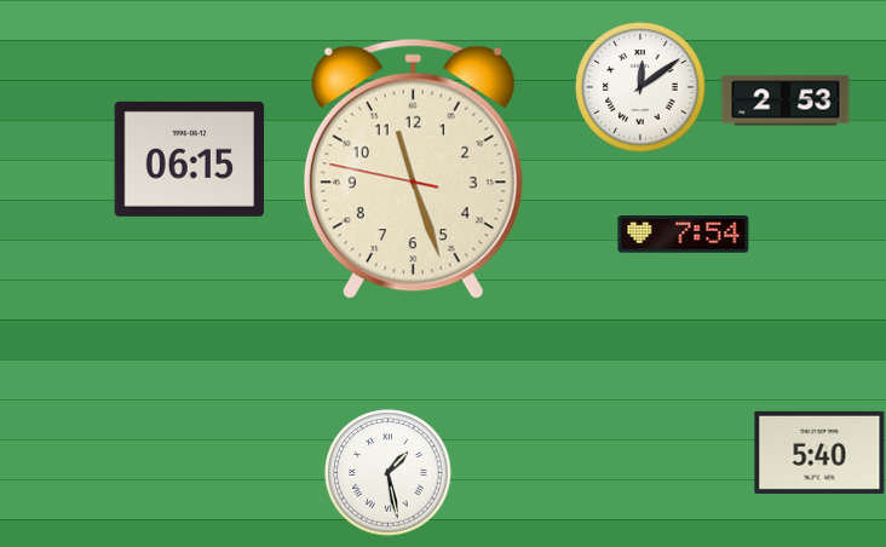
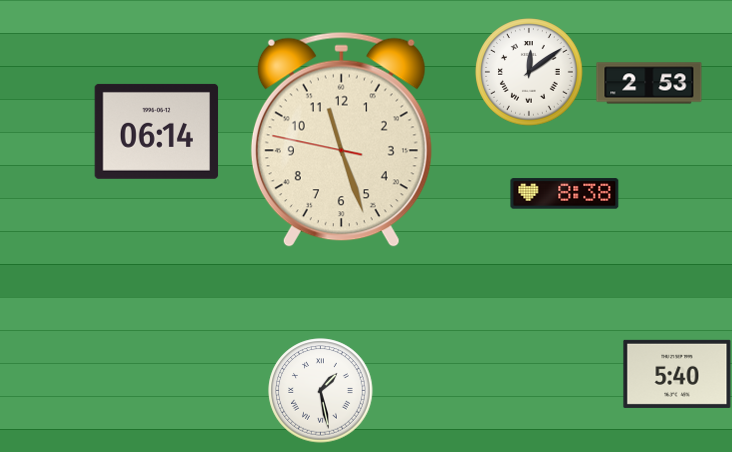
clock at (190, 159): 06:15 -> 06:14
clock at (684, 235): 7:54 -> 8:38
